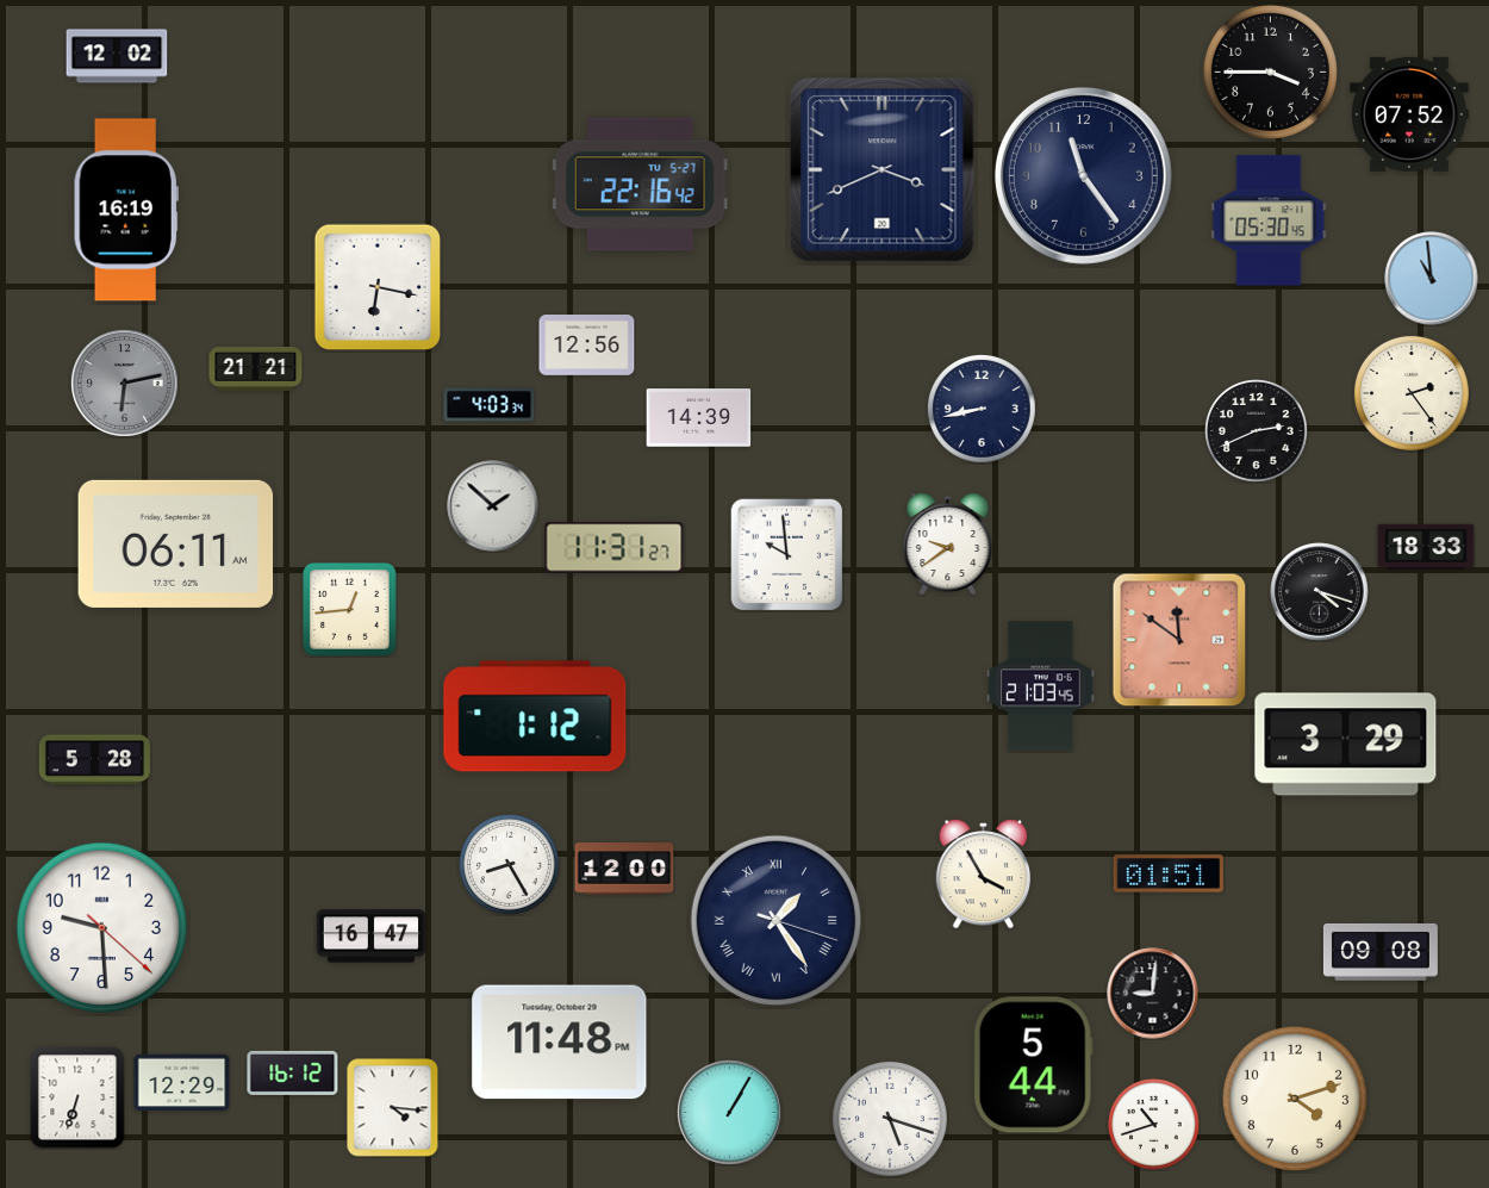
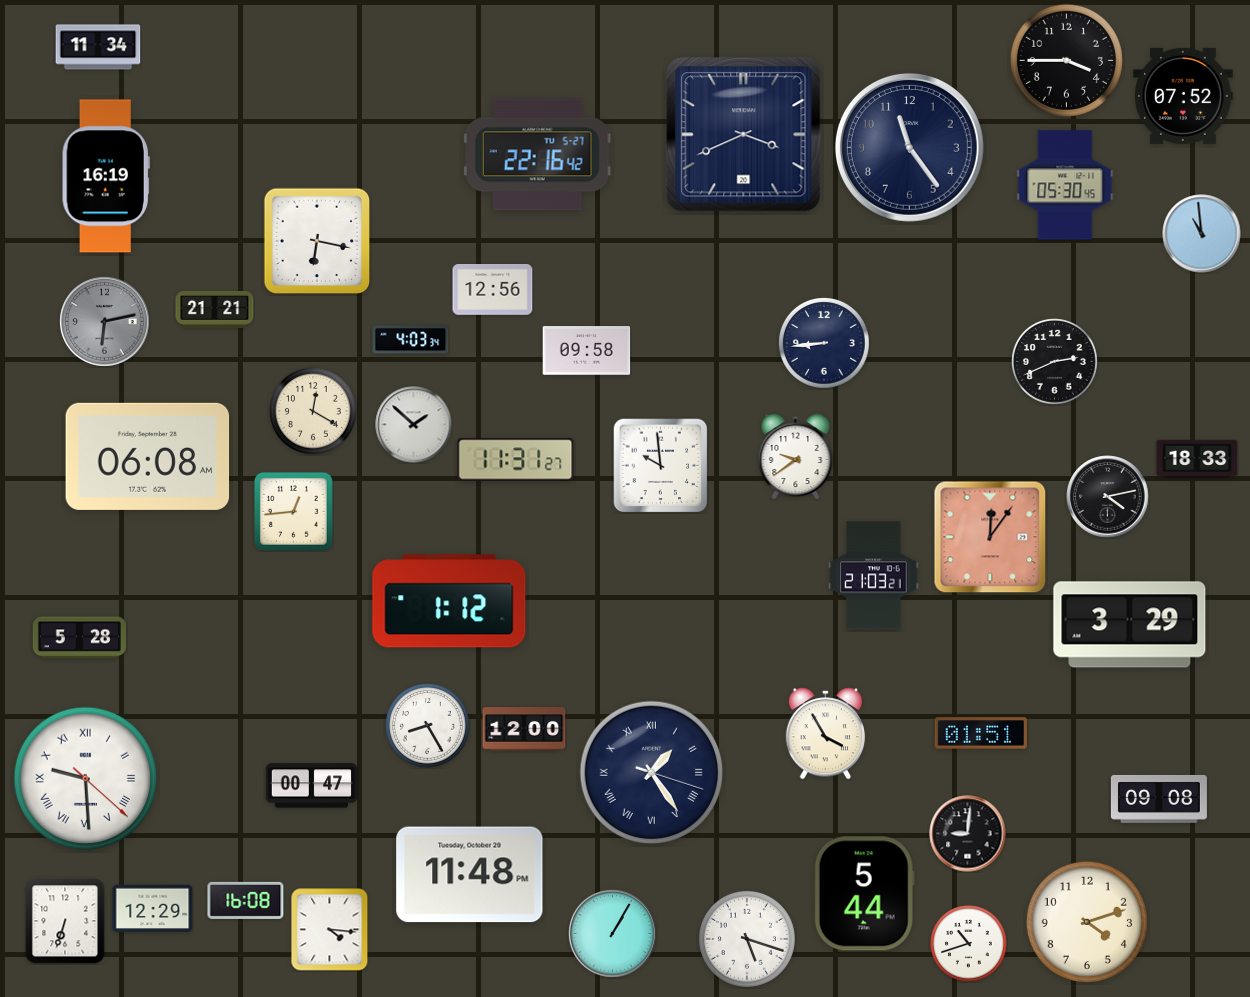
clock at (117, 56): 12:02 -> 11:34
clock at (883, 170) position: (883, 170) -> (744, 135)
clock at (1412, 393): 2:24 -> none
clock at (982, 409): 8:43 -> 8:44
clock at (699, 418): 14:39 -> 09:58
clock at (314, 412): none -> 12:20
clock at (176, 543): 06:11 -> 06:08
clock at (1320, 592): 4:18 -> 4:13
clock at (1179, 640): 11:51 -> 12:06
clock at (1041, 686): 21:03:45 -> 21:03:21
clock at (102, 928) numerals: Arabic -> Roman
clock at (372, 937): 16:47 -> 00:47
clock at (1033, 1065) position: (1033, 1065) -> (864, 894)
clock at (293, 1072): 16:12 -> 16:08
